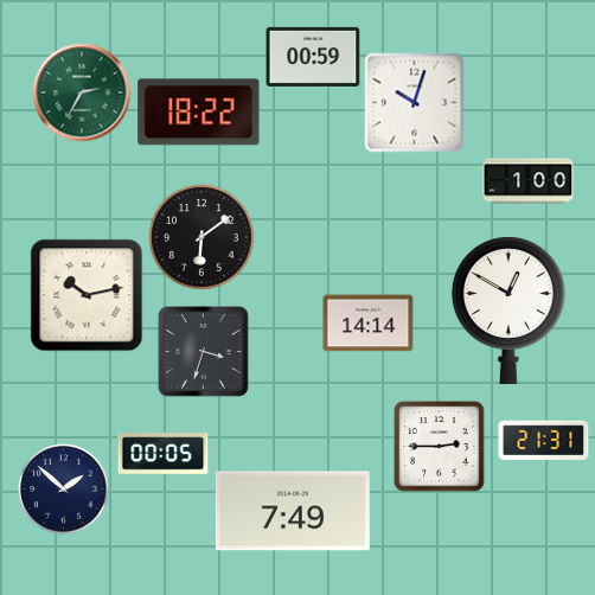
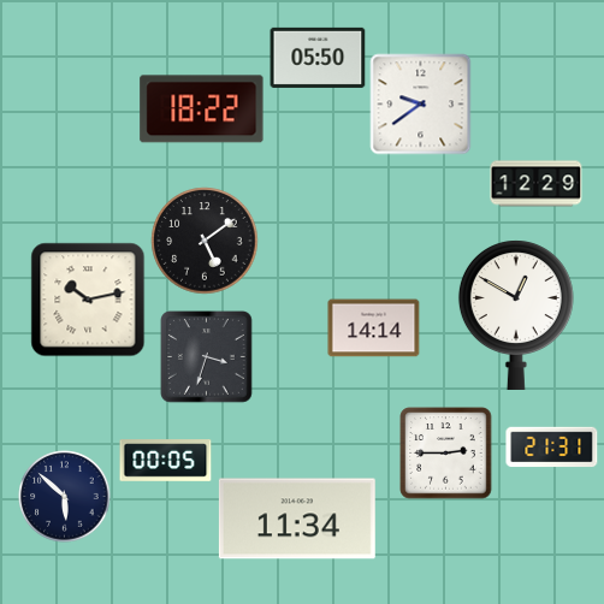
clock at (313, 57): 00:59 -> 05:50
clock at (82, 92): 2:35 -> none
clock at (415, 103): 10:03 -> 9:39
clock at (199, 113) position: (199, 113) -> (202, 109)
clock at (529, 181): 1:00 -> 12:29
clock at (201, 237): 6:09 -> 5:09
clock at (64, 490): 1:52 -> 5:52
clock at (293, 511): 7:49 -> 11:34
